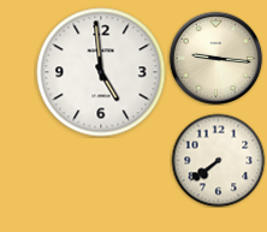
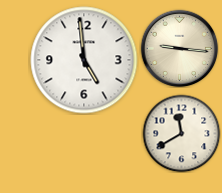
clock at (218, 160): 7:39 -> 11:40
